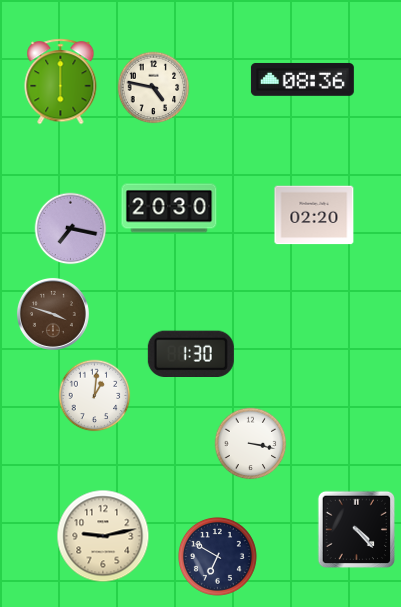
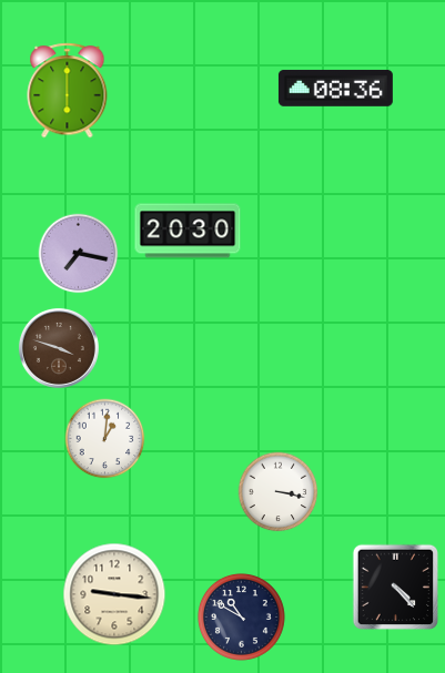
clock at (154, 88): 4:47 -> none
clock at (314, 215): 02:20 -> none
clock at (191, 353): 1:30 -> none
clock at (103, 536): 9:13 -> 9:16
clock at (217, 556): 6:50 -> 10:50
